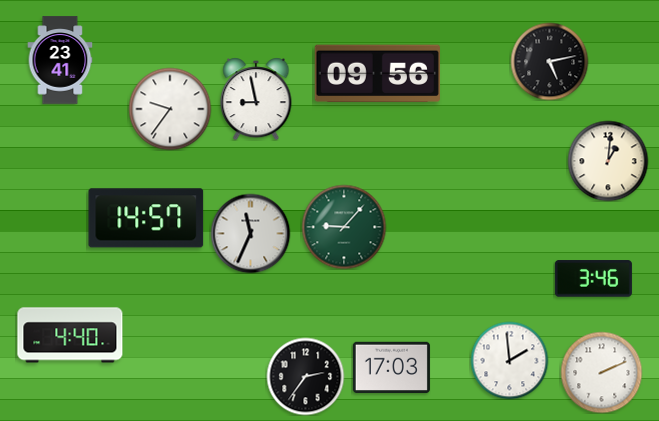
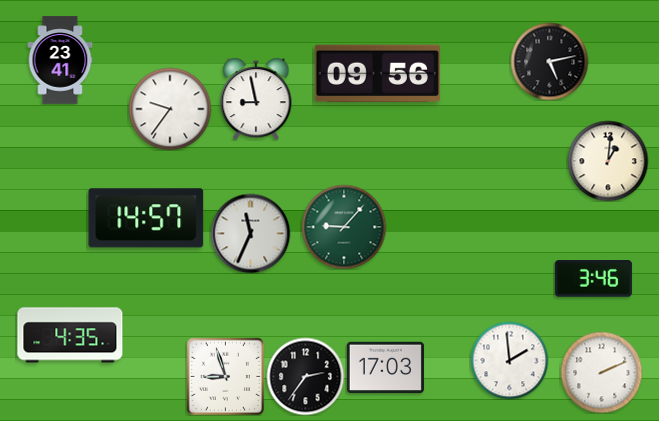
clock at (70, 335): 4:40 -> 4:35
clock at (391, 368) position: (391, 368) -> (385, 368)
clock at (225, 376): none -> 8:57
